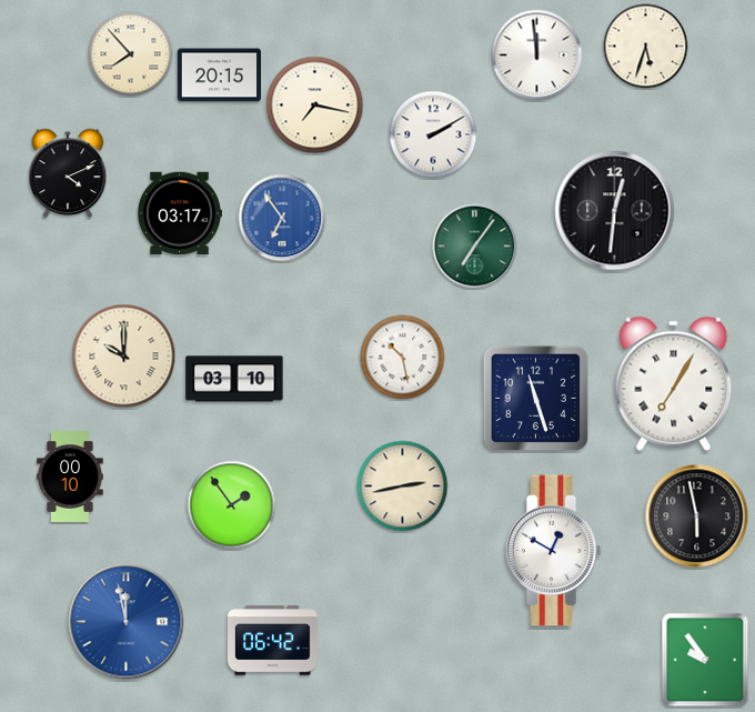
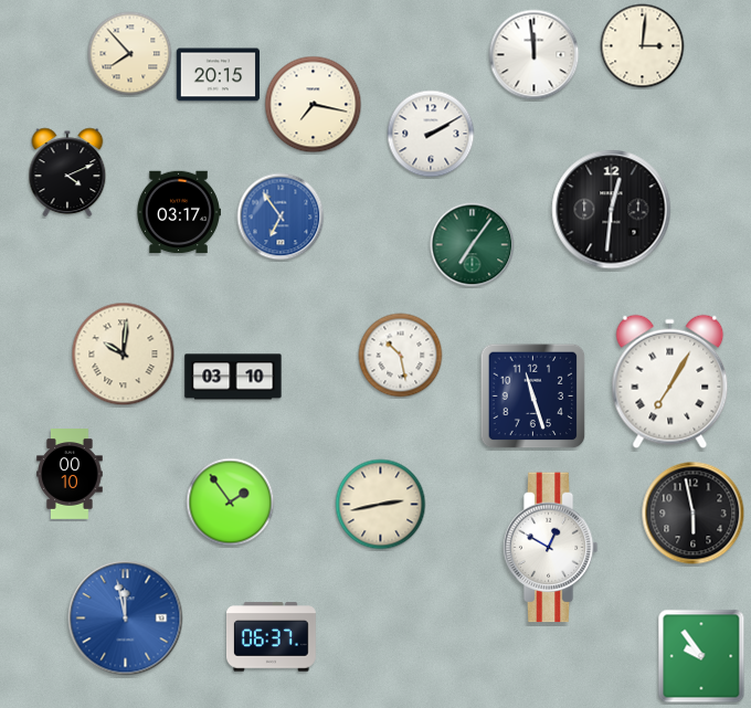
clock at (646, 47): 5:33 -> 3:01
clock at (124, 357): 10:00 -> 10:01
clock at (403, 487) position: (403, 487) -> (381, 505)
clock at (272, 641): 06:42 -> 06:37
